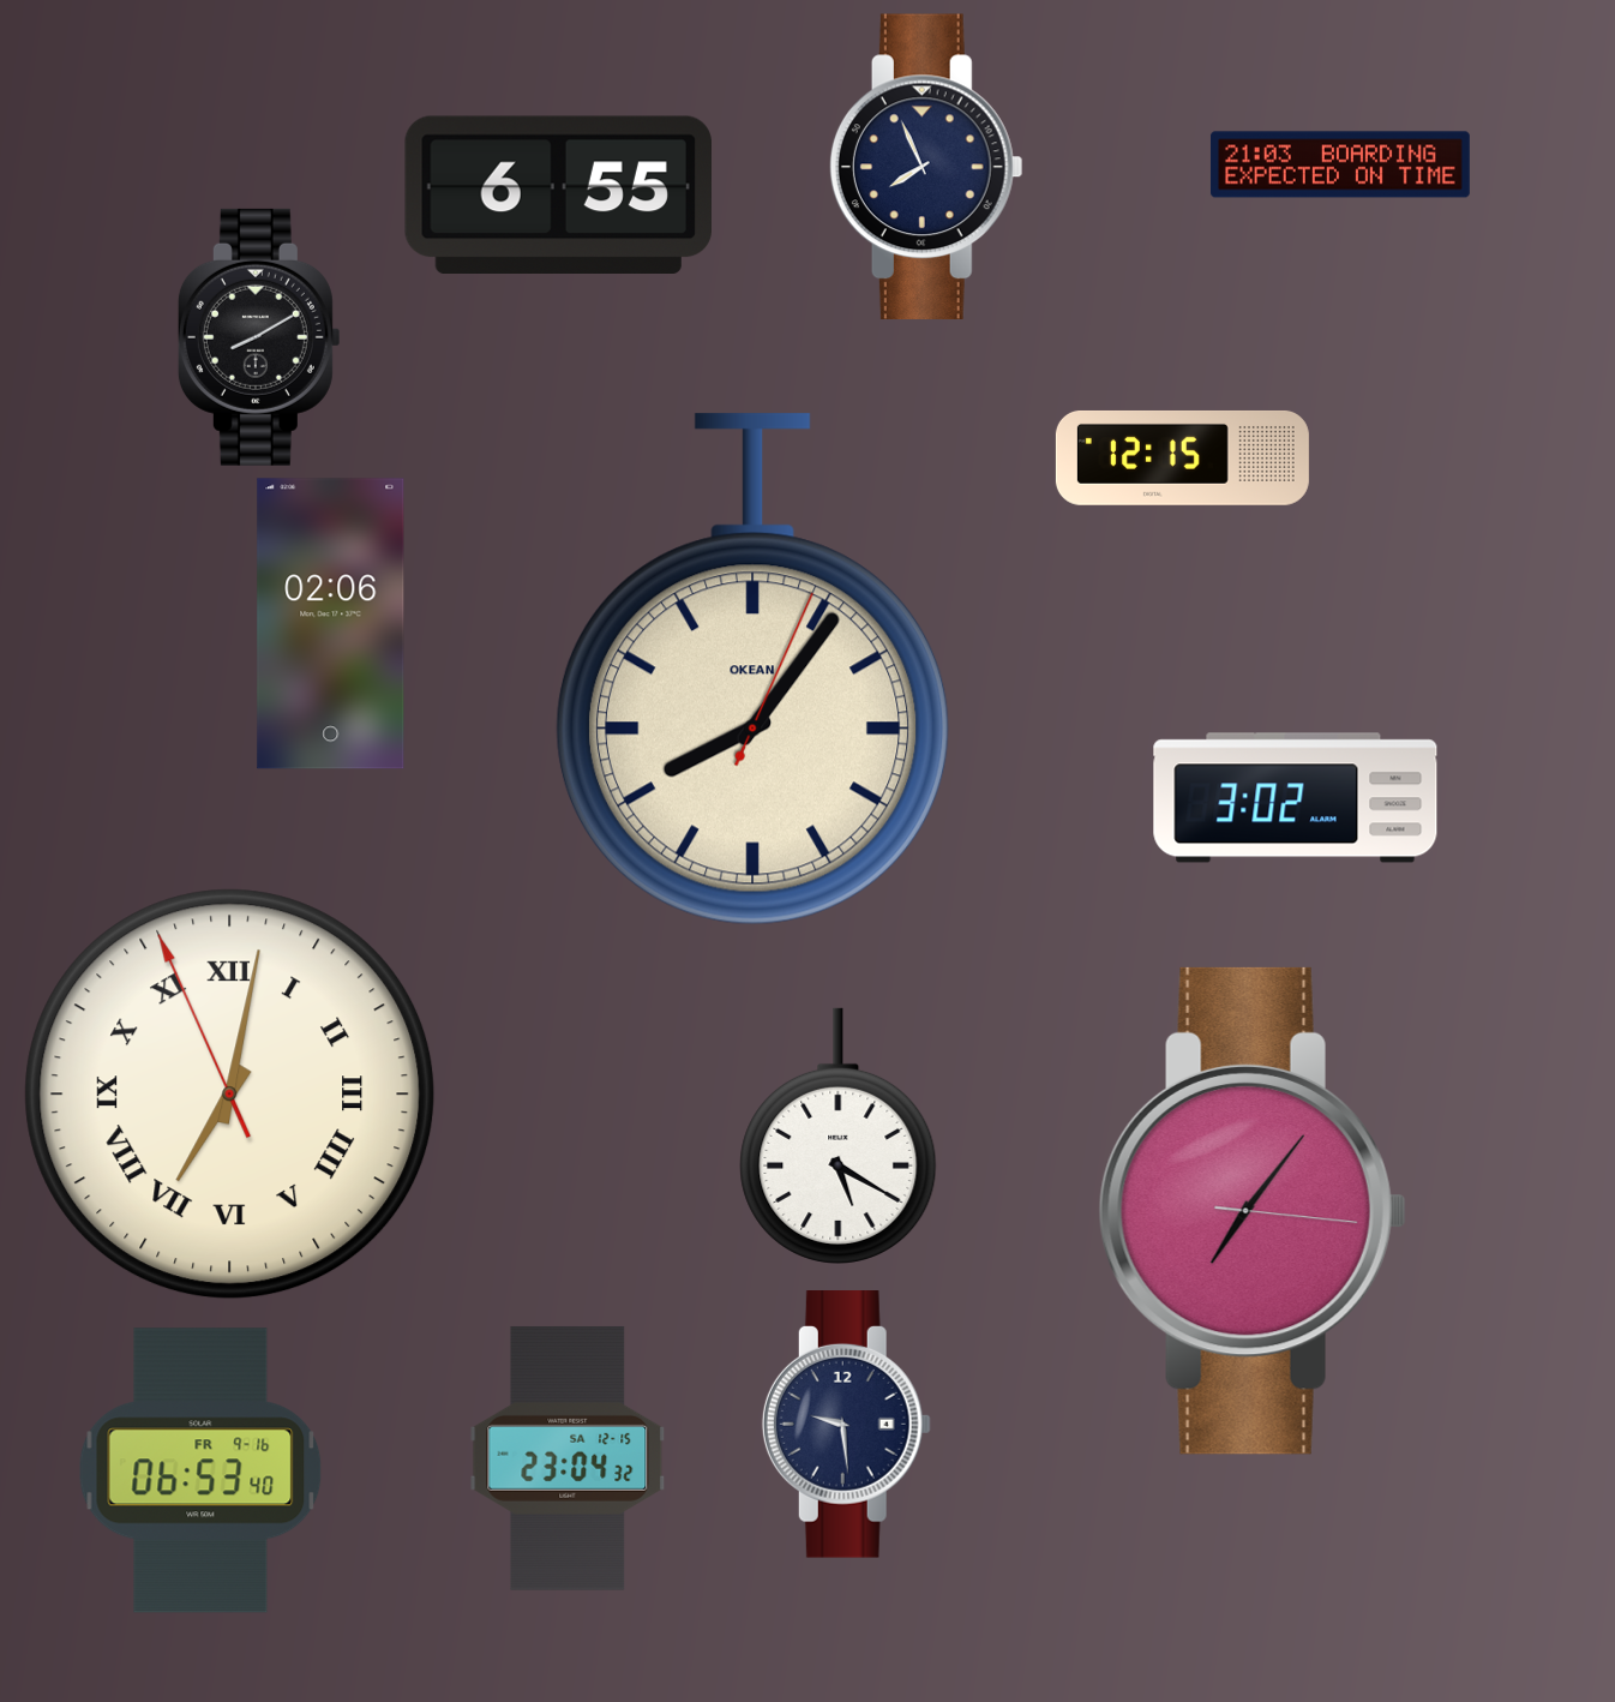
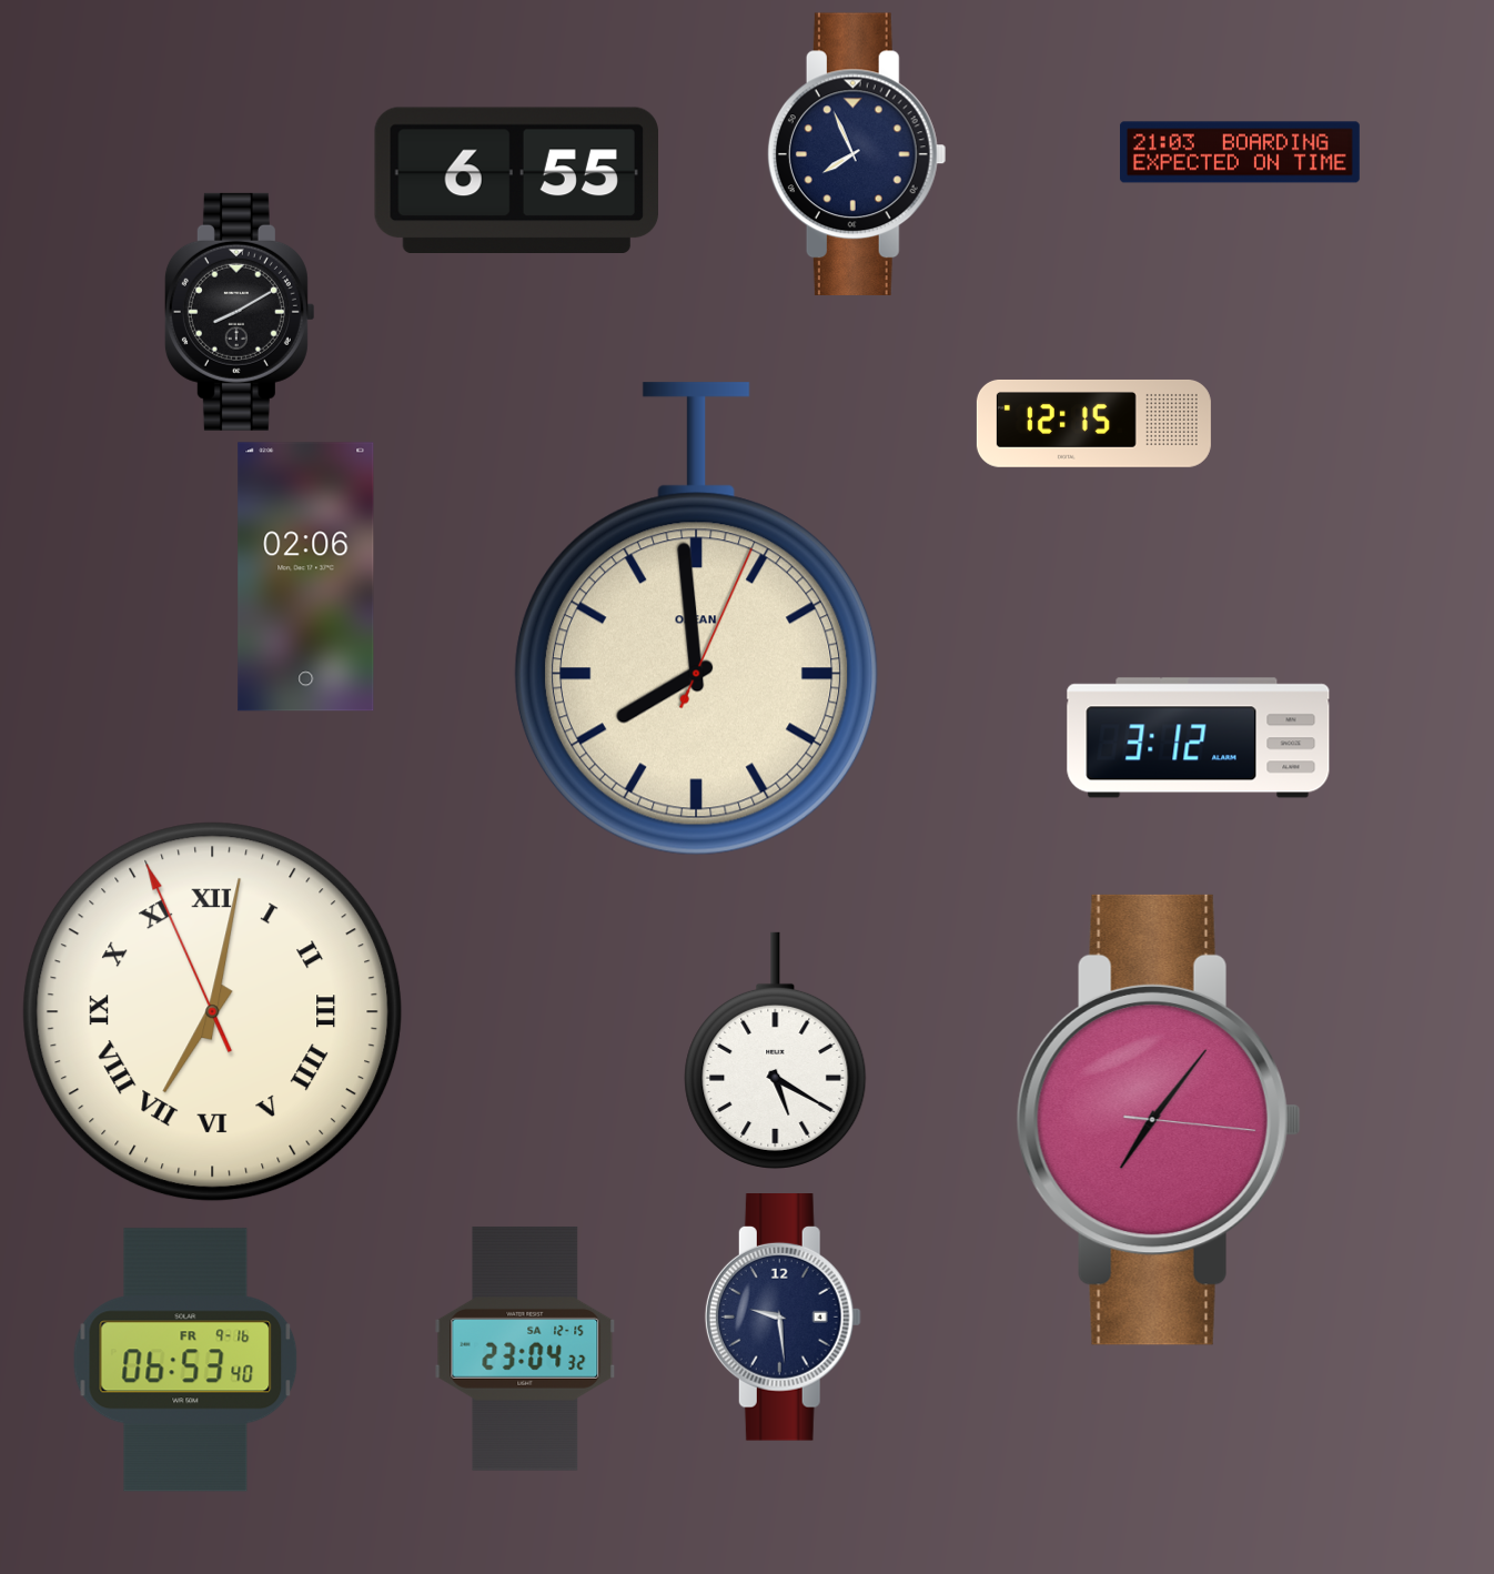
clock at (752, 670): 8:06 -> 7:59
clock at (1296, 798): 3:02 -> 3:12
